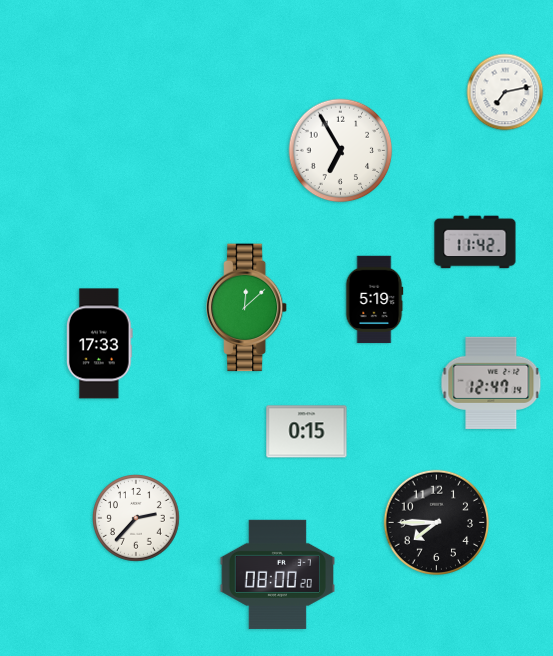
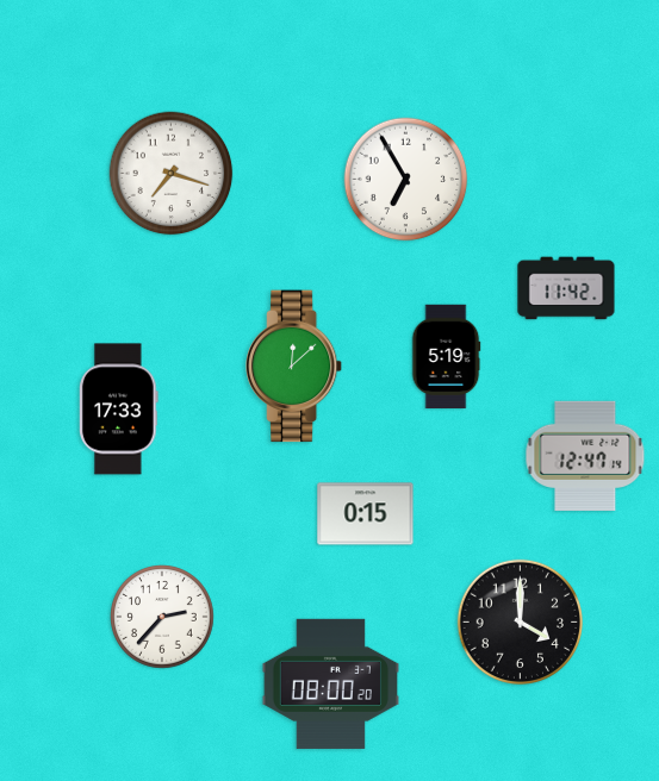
clock at (505, 92): 7:13 -> none
clock at (172, 174): none -> 7:18
clock at (436, 522): 7:45 -> 4:00
